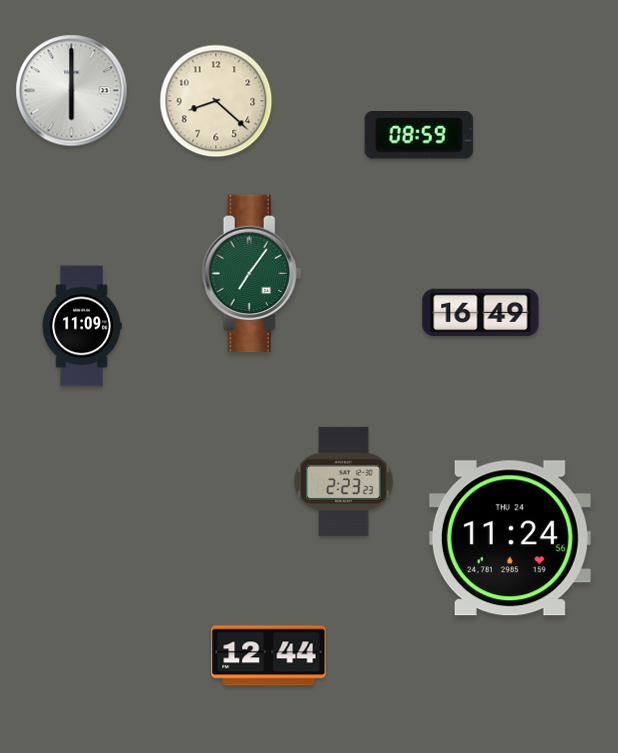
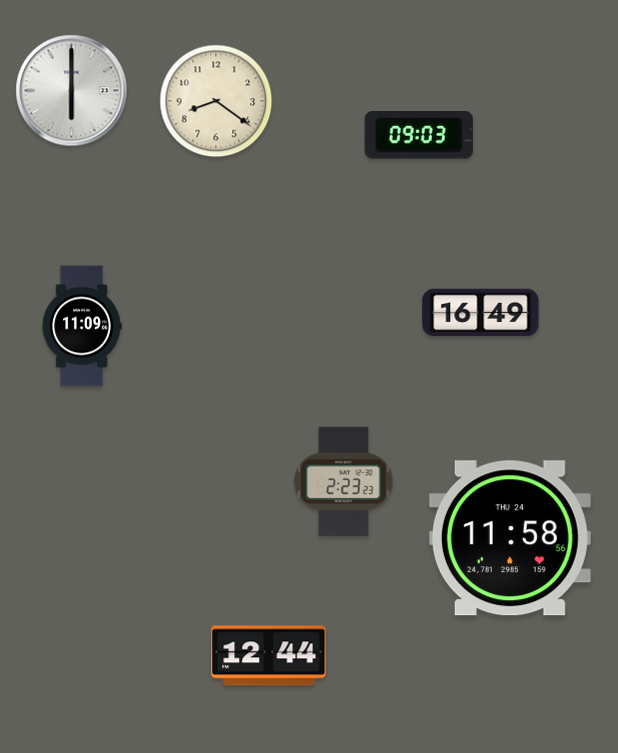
clock at (216, 101): 8:22 -> 8:21
clock at (419, 136): 08:59 -> 09:03
clock at (252, 274): 7:06 -> none
clock at (510, 538): 11:24 -> 11:58
